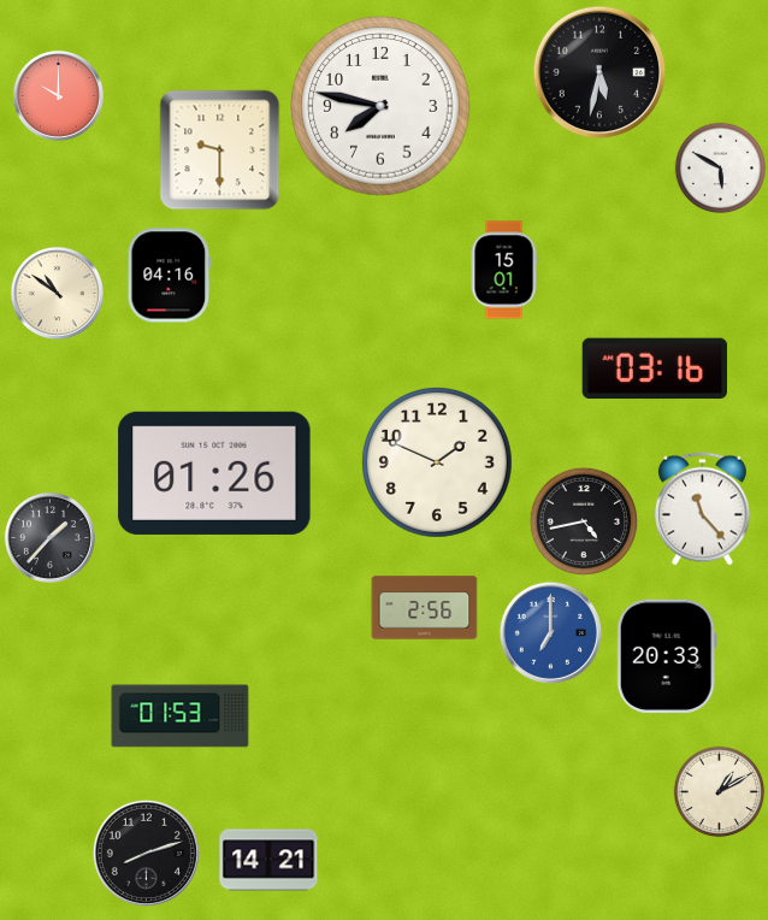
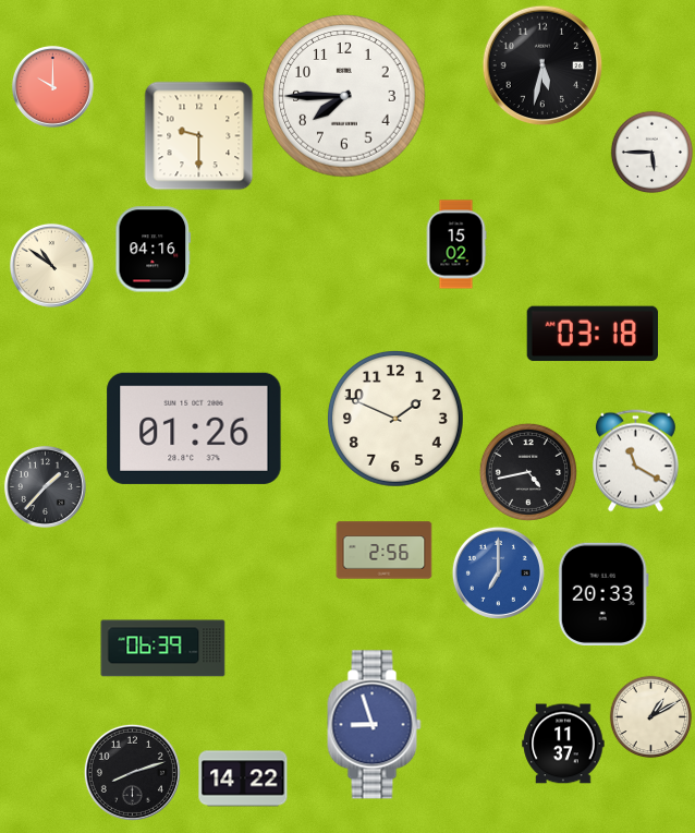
clock at (380, 106): 7:47 -> 7:45
clock at (721, 169): 5:50 -> 5:45
clock at (504, 270): 15:01 -> 15:02
clock at (654, 368): 03:16 -> 03:18
clock at (702, 509): 11:23 -> 11:20
clock at (181, 716): 01:53 -> 06:39
clock at (375, 725): none -> 8:57
clock at (563, 744): none -> 11:37
clock at (268, 860): 14:21 -> 14:22
